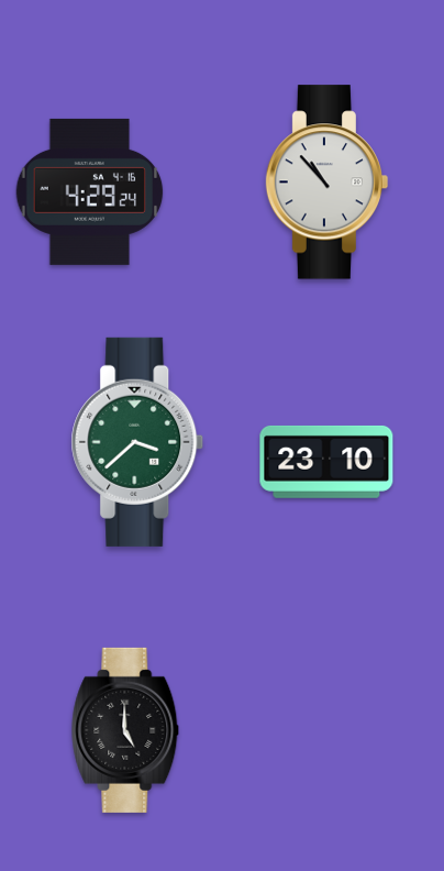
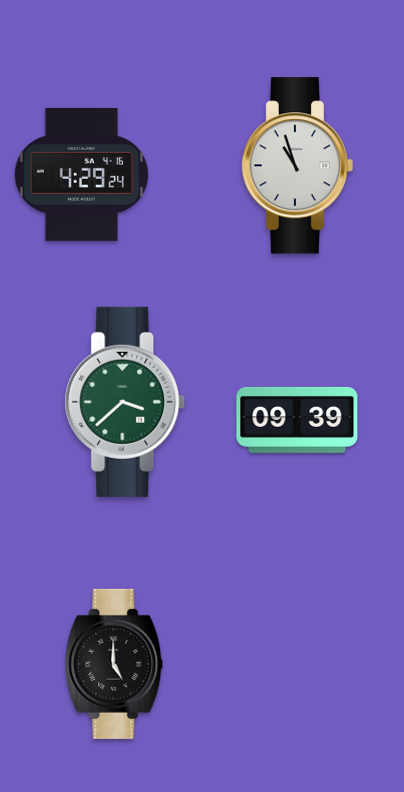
clock at (328, 183): 10:53 -> 10:57
clock at (326, 462): 23:10 -> 09:39
